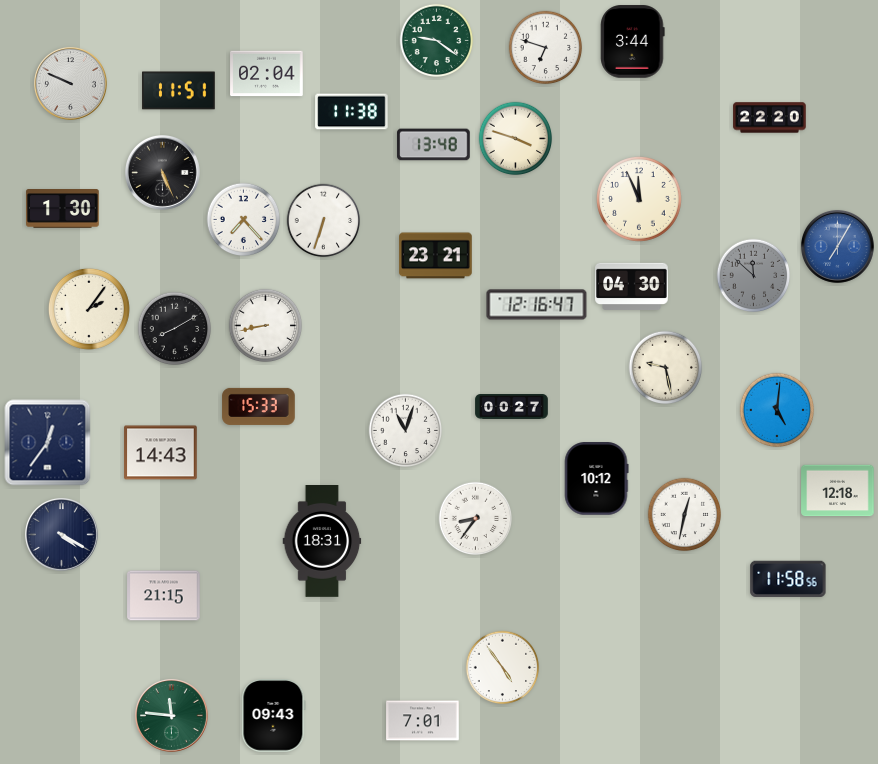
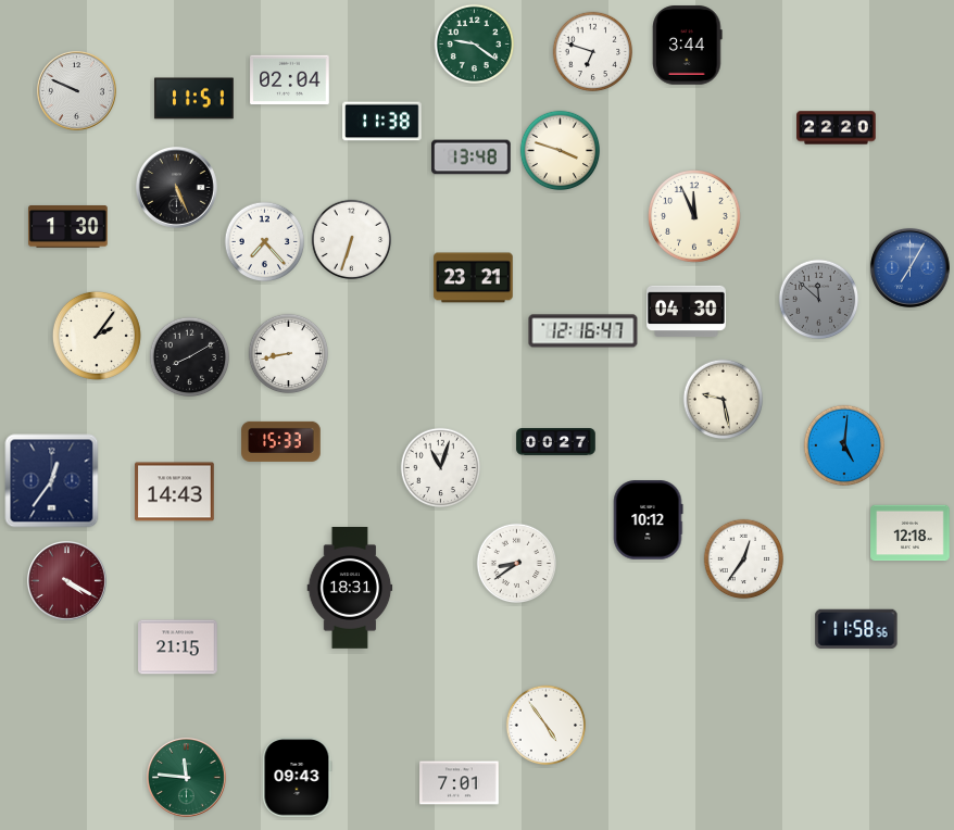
clock at (244, 220) position: (244, 220) -> (265, 242)
clock at (685, 515): 12:32 -> 12:36
clock at (476, 519): 8:36 -> 8:39
clock at (61, 534) dial: navy -> burgundy
